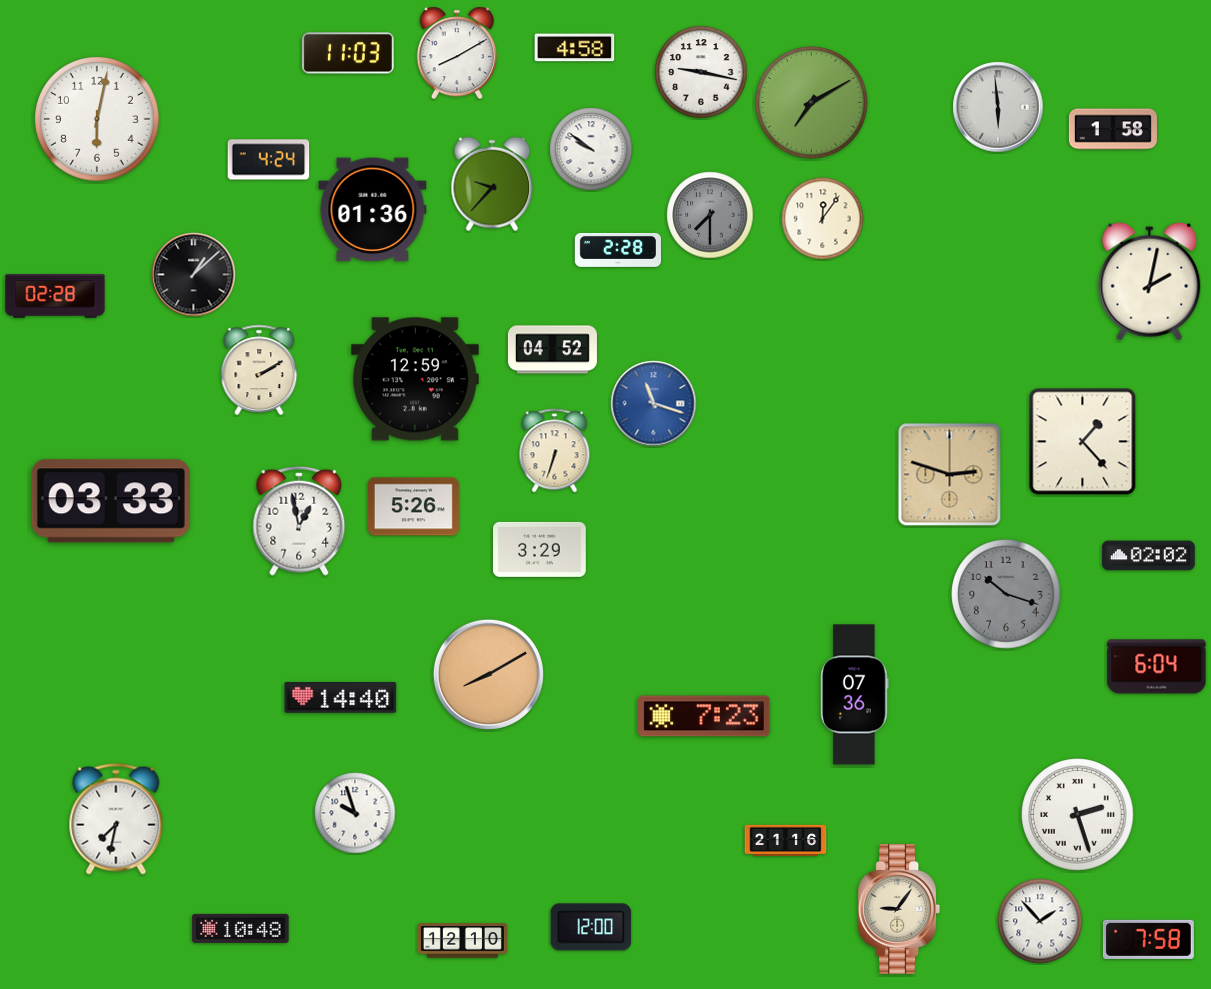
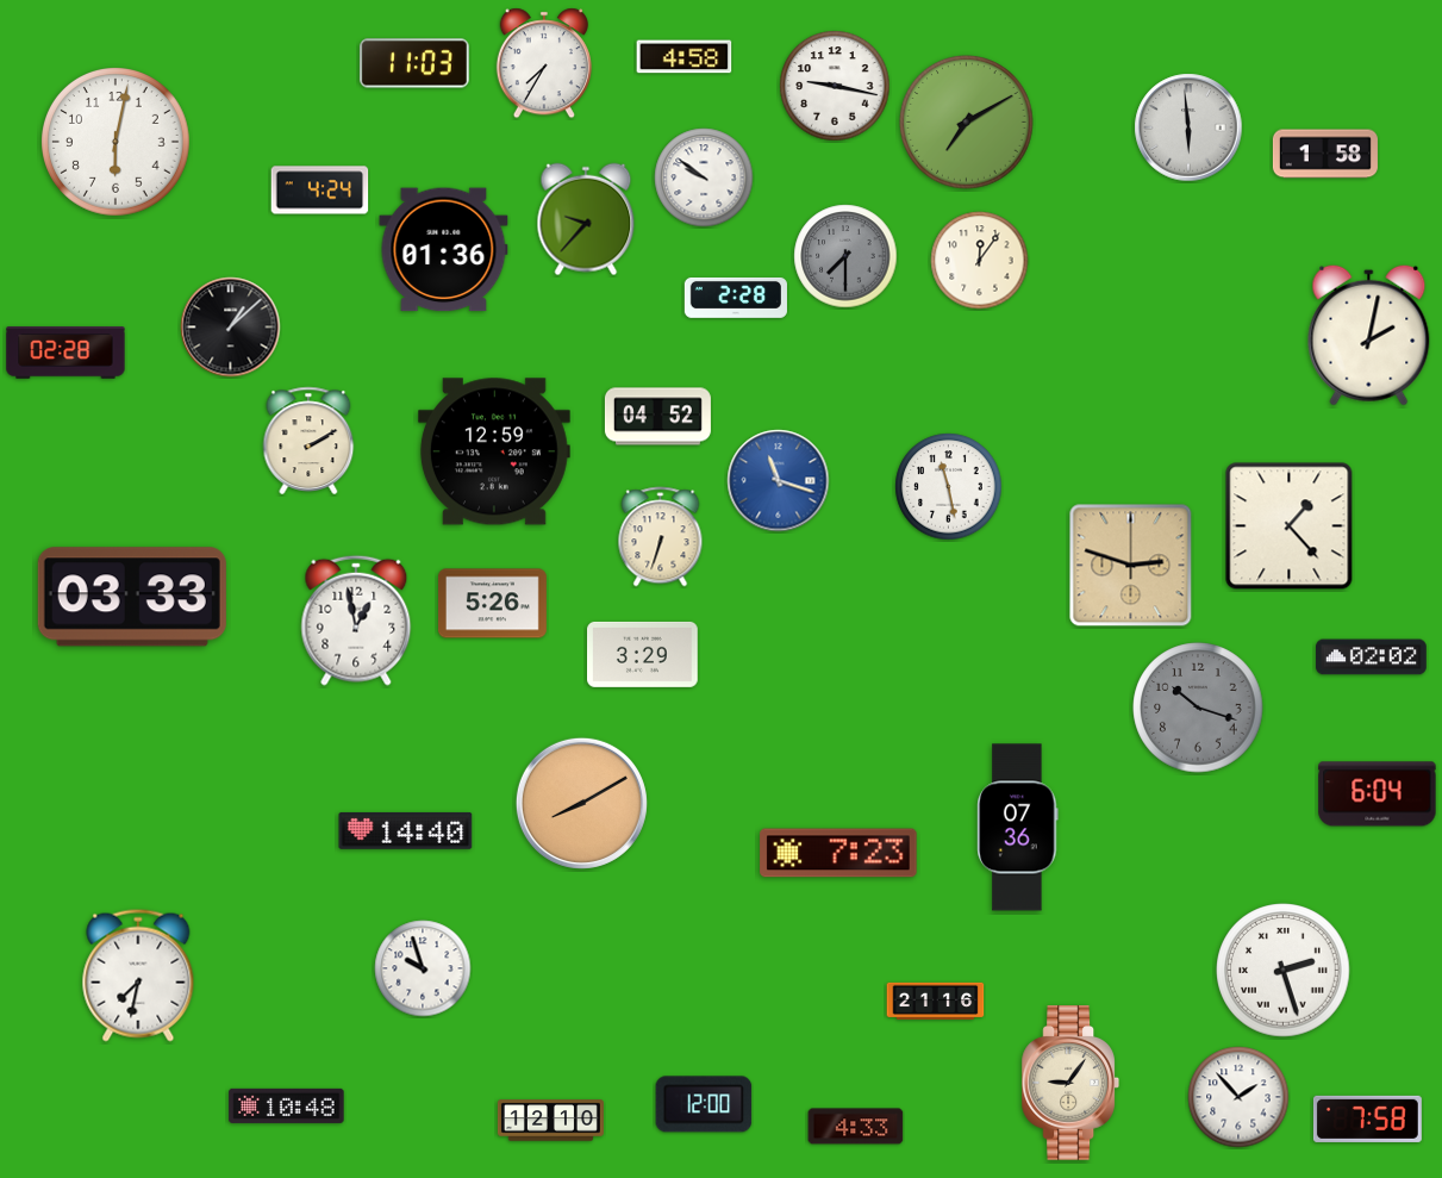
clock at (457, 53): 8:10 -> 7:35
clock at (949, 487): none -> 11:28
clock at (1149, 556) position: (1149, 556) -> (1372, 657)
clock at (856, 1127): none -> 4:33
